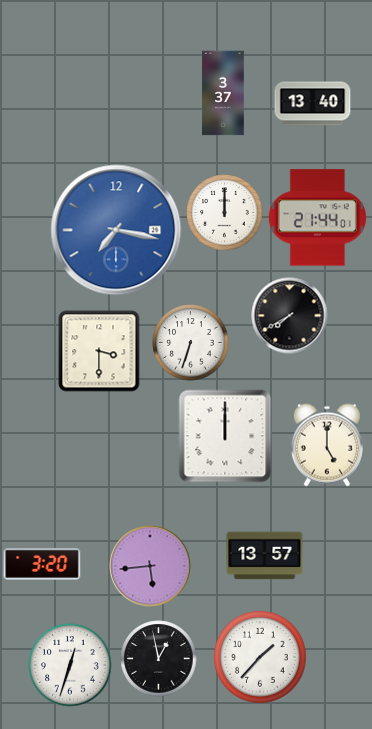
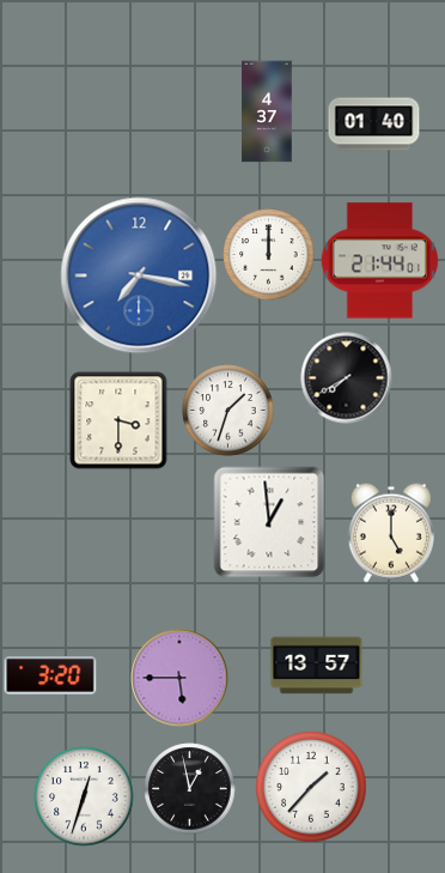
clock at (223, 93): 3:37 -> 4:37
clock at (313, 104): 13:40 -> 01:40
clock at (191, 343): 6:33 -> 1:33
clock at (225, 436): 12:00 -> 12:59
clock at (150, 566): 5:44 -> 5:45
